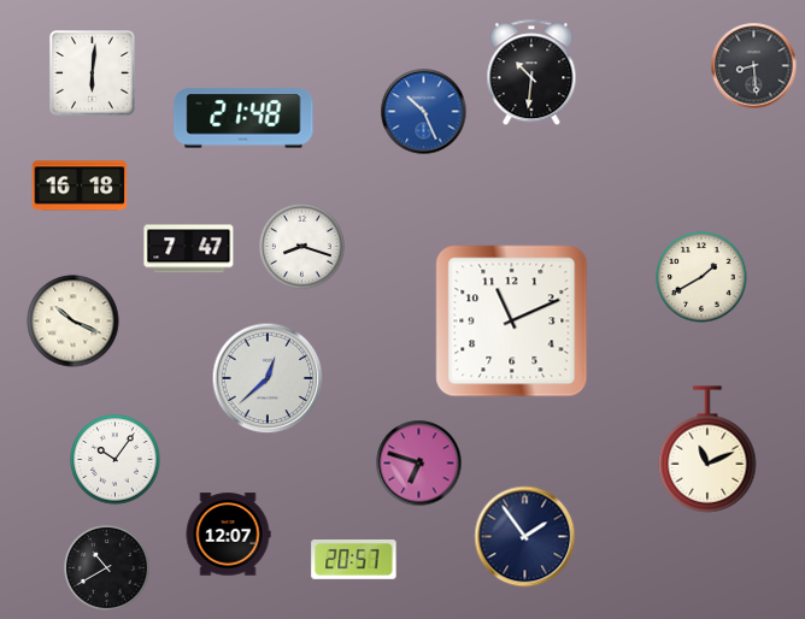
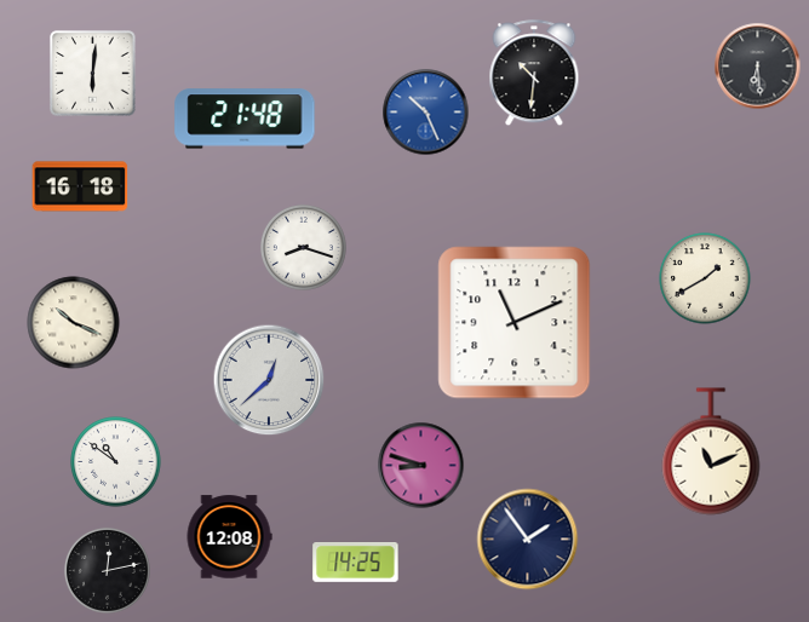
clock at (754, 66): 8:29 -> 6:29
clock at (189, 249): 7:47 -> none
clock at (116, 460): 10:06 -> 10:51
clock at (419, 464): 6:48 -> 8:48
clock at (228, 535): 12:07 -> 12:08
clock at (354, 560): 20:57 -> 14:25
clock at (107, 568): 10:40 -> 12:13
